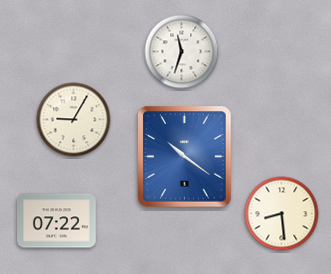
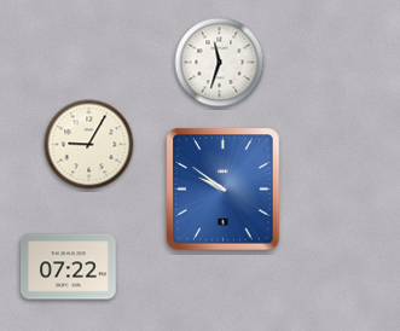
clock at (185, 157): 10:21 -> 9:51
clock at (282, 214): 8:29 -> none
